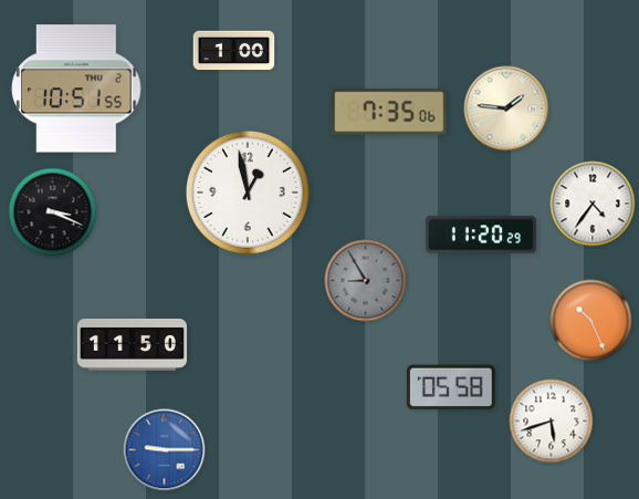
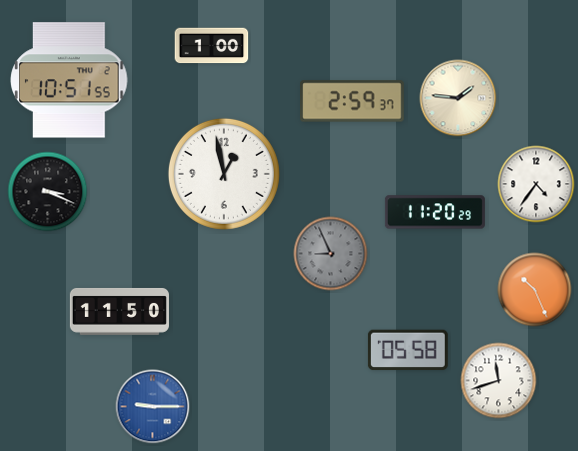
clock at (389, 112): 7:35 -> 2:59
clock at (366, 281): 8:55 -> 8:56
clock at (552, 422): 5:42 -> 11:42
clock at (165, 450) position: (165, 450) -> (153, 407)
